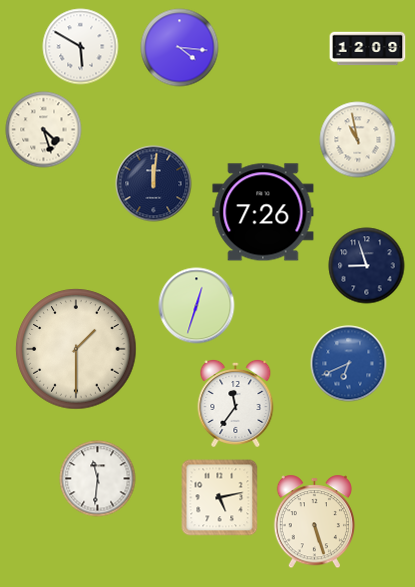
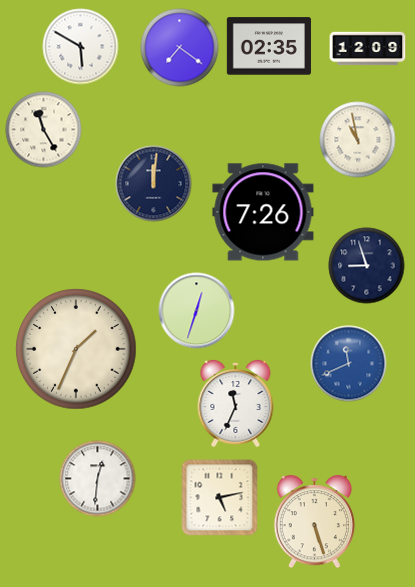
clock at (269, 46): none -> 02:35
clock at (180, 48): 4:16 -> 7:21
clock at (44, 130): 4:27 -> 11:25
clock at (197, 306) position: (197, 306) -> (197, 311)
clock at (76, 349): 1:30 -> 1:34
clock at (349, 364): 6:41 -> 11:41
clock at (236, 403): 11:36 -> 11:34
clock at (98, 479): 11:31 -> 12:31
